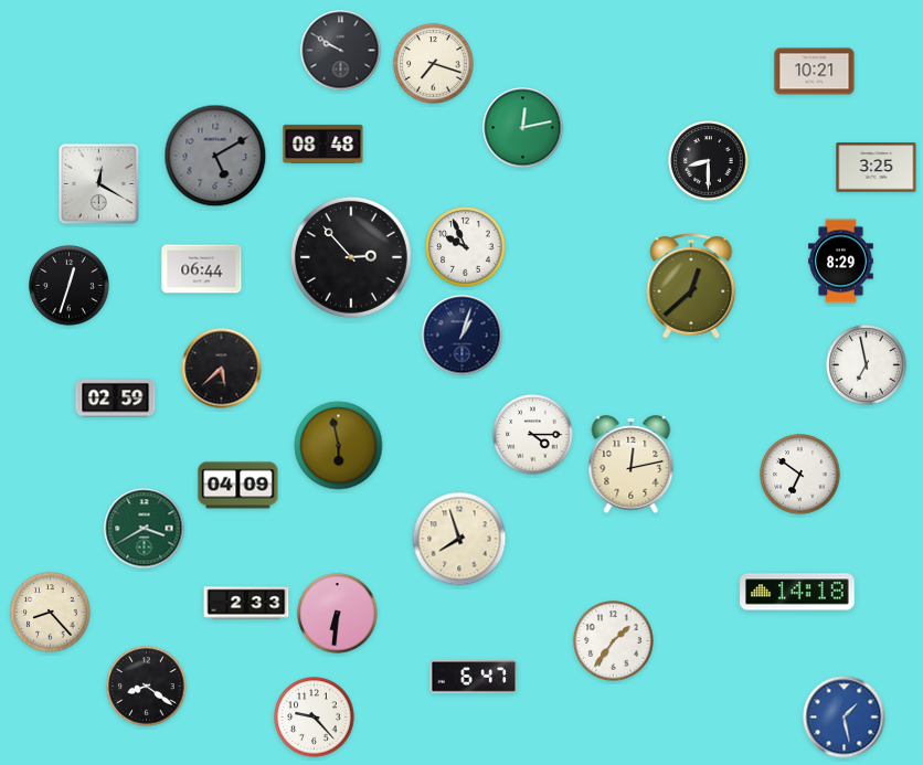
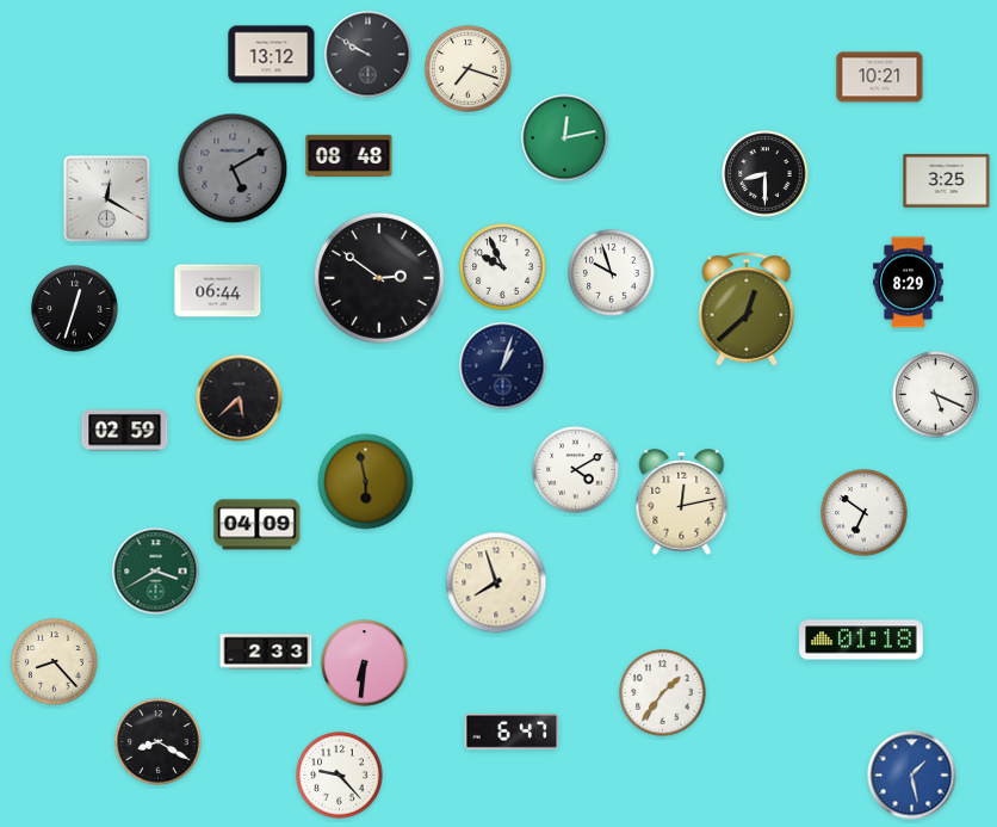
clock at (272, 55): none -> 13:12
clock at (612, 273): none -> 9:57
clock at (351, 257): 2:53 -> 2:51
clock at (463, 336) position: (463, 336) -> (503, 366)
clock at (867, 365): 6:58 -> 5:19
clock at (533, 435): 4:15 -> 4:10
clock at (797, 592): 14:18 -> 01:18
clock at (147, 687): 8:21 -> 8:20
